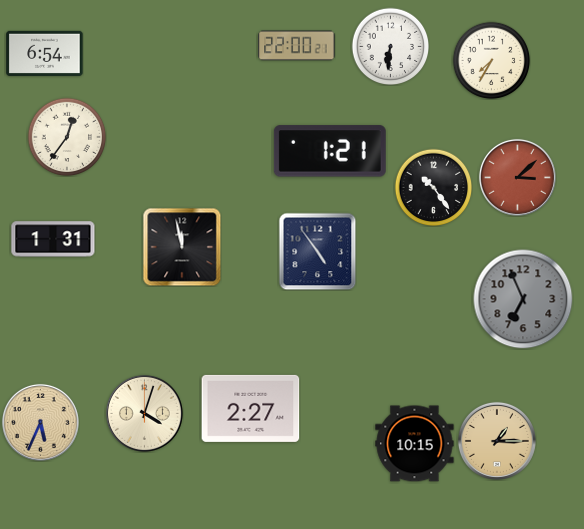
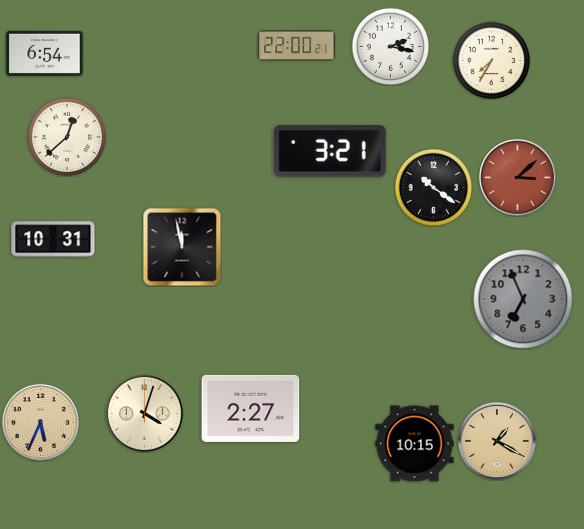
clock at (390, 46): 6:31 -> 2:17
clock at (67, 137): 12:36 -> 12:38
clock at (330, 151): 1:21 -> 3:21
clock at (433, 187): 10:24 -> 10:21
clock at (53, 239): 1:31 -> 10:31
clock at (317, 251): 4:54 -> none
clock at (497, 441): 1:15 -> 1:20
